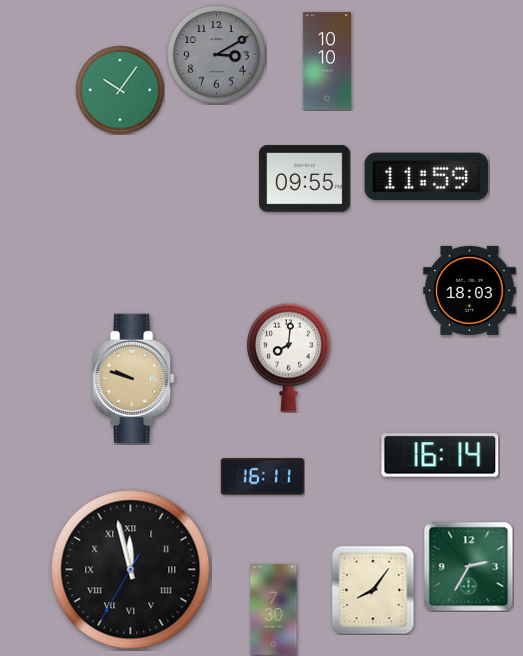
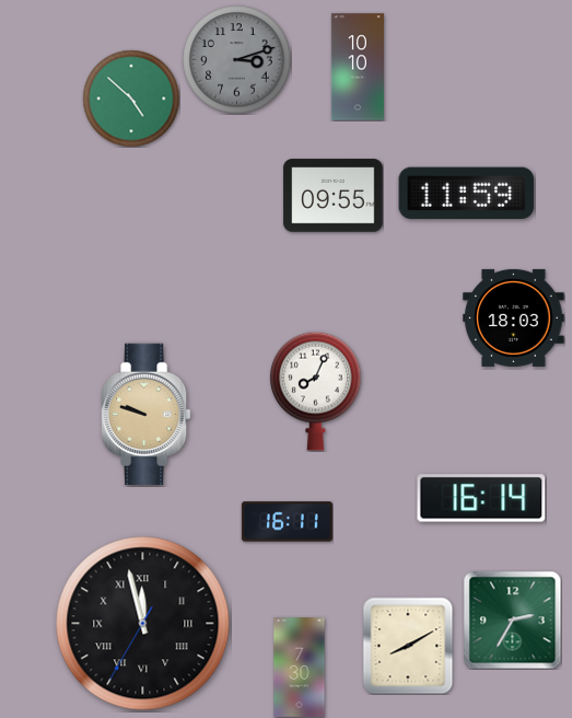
clock at (217, 55): 3:10 -> 3:12
clock at (120, 90): 10:06 -> 4:52
clock at (288, 357): 8:01 -> 8:04
clock at (373, 590): 8:06 -> 8:10
